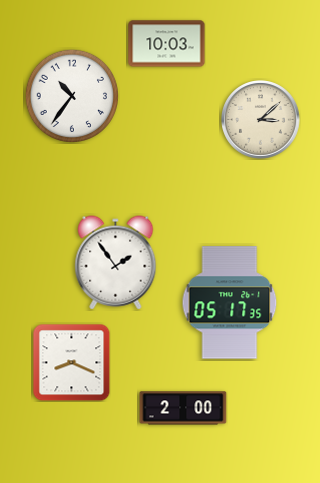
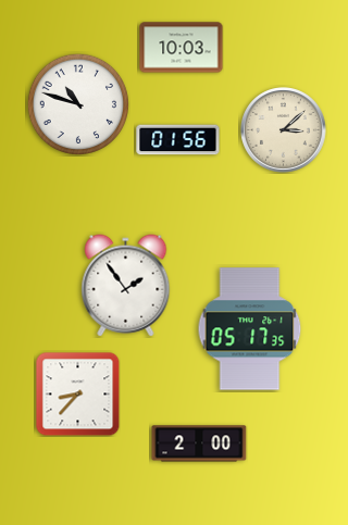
clock at (71, 95): 10:36 -> 10:48
clock at (178, 140): none -> 01:56
clock at (71, 362): 8:19 -> 8:37
